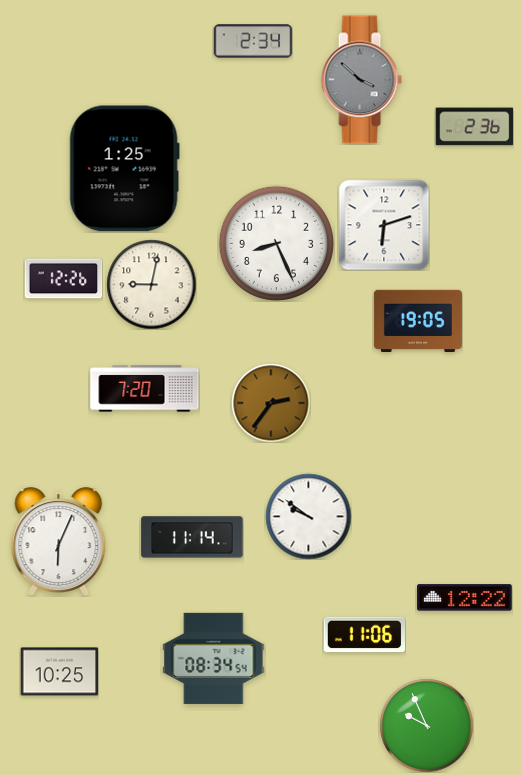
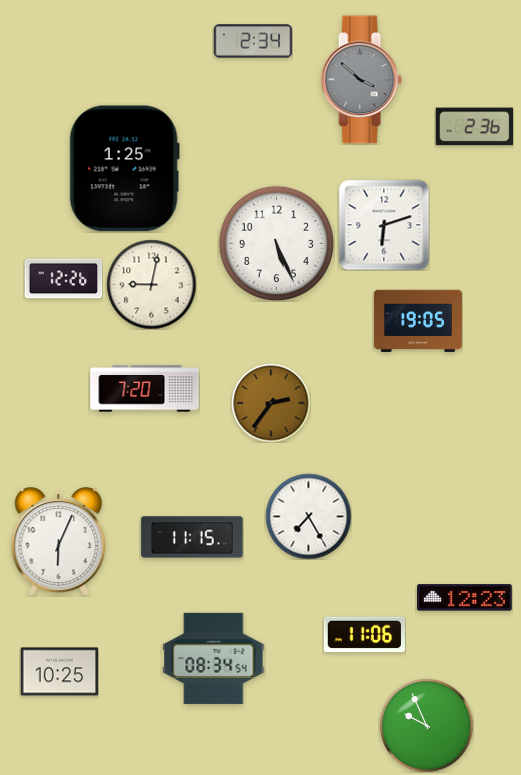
clock at (276, 243): 8:26 -> 5:26
clock at (308, 516): 9:51 -> 7:25
clock at (192, 537): 11:14 -> 11:15
clock at (465, 598): 12:22 -> 12:23
